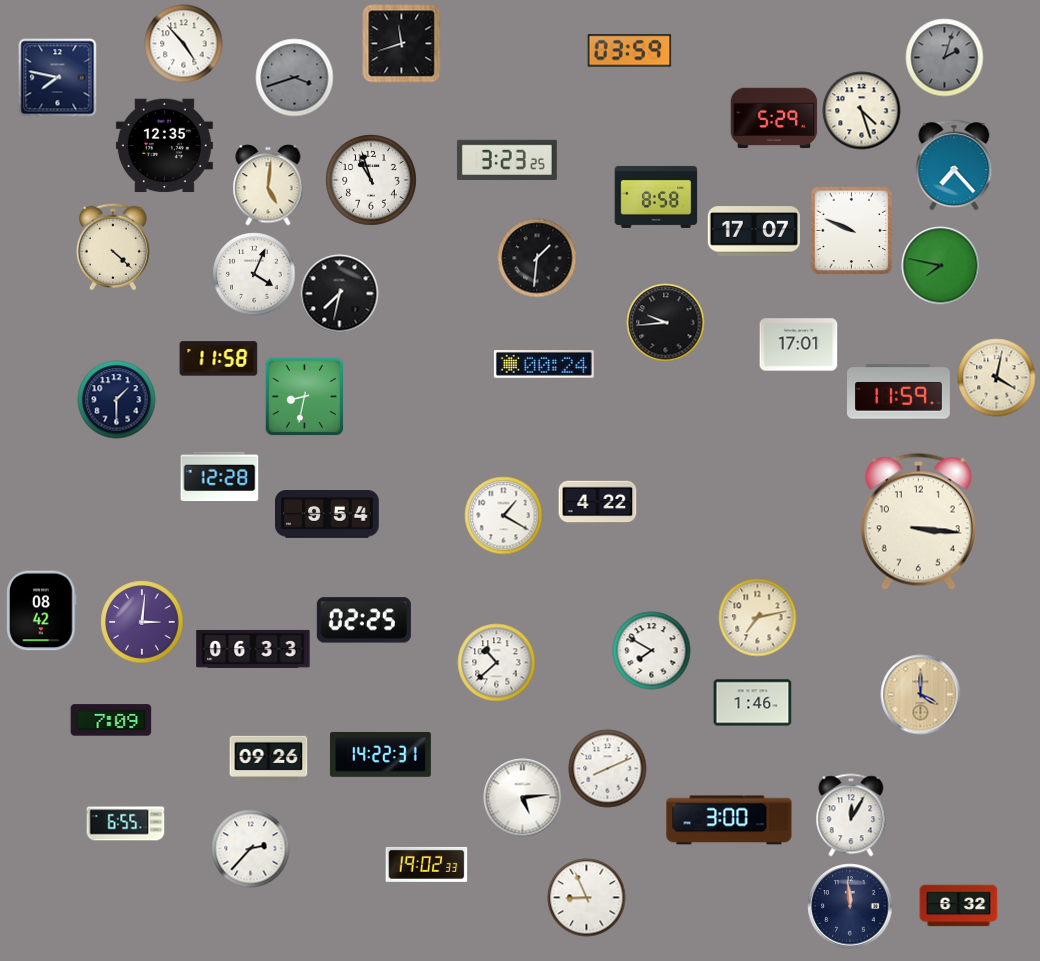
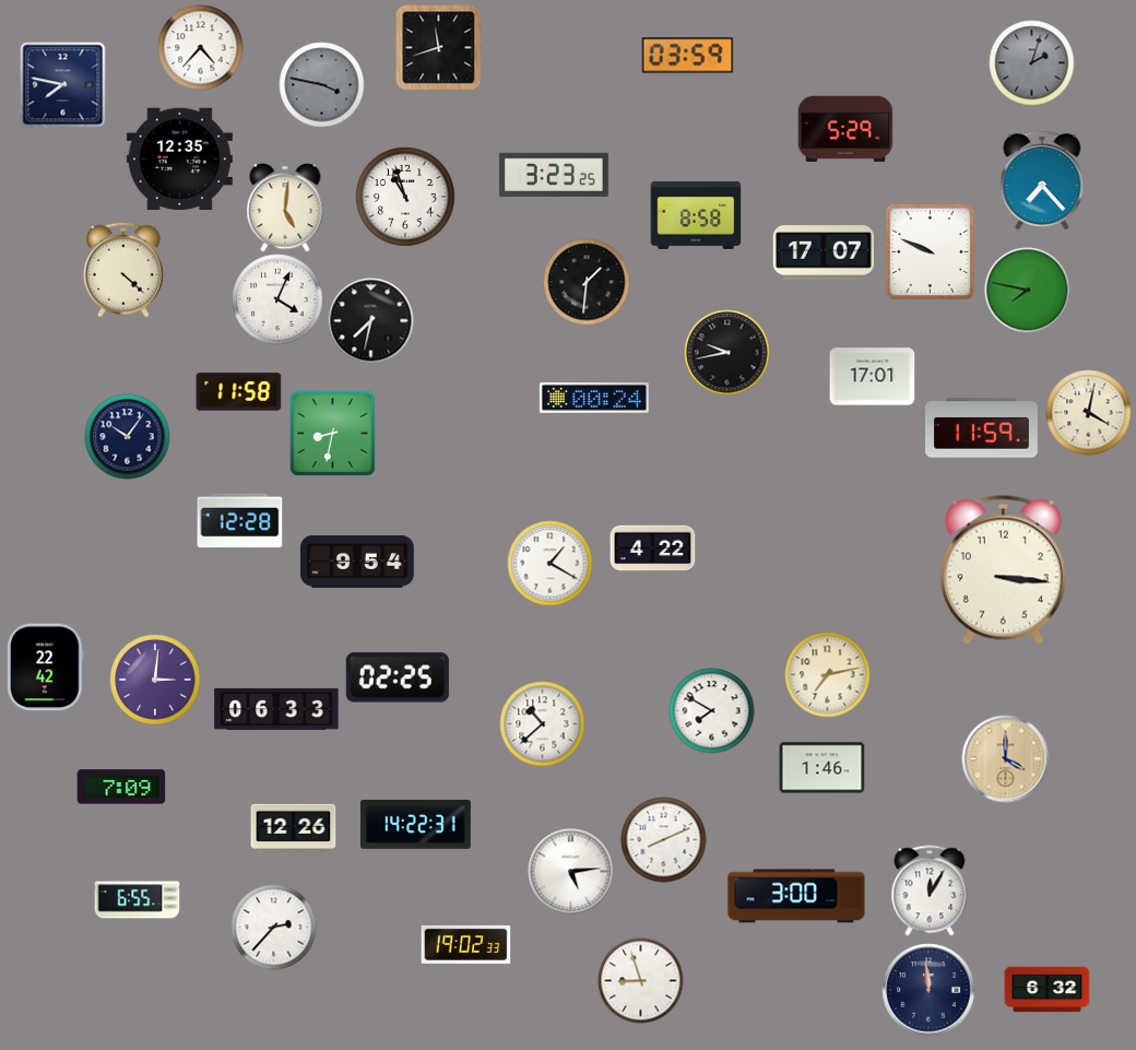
clock at (183, 43): 4:53 -> 4:37
clock at (294, 77): 3:42 -> 3:47
clock at (861, 110): 4:27 -> none
clock at (268, 185) position: (268, 185) -> (285, 208)
clock at (656, 197) position: (656, 197) -> (696, 215)
clock at (665, 322): 9:44 -> 9:43
clock at (116, 399): 1:30 -> 10:06
clock at (42, 610): 08:42 -> 22:42
clock at (268, 758): 09:26 -> 12:26
clock at (586, 897): 8:56 -> 8:57
